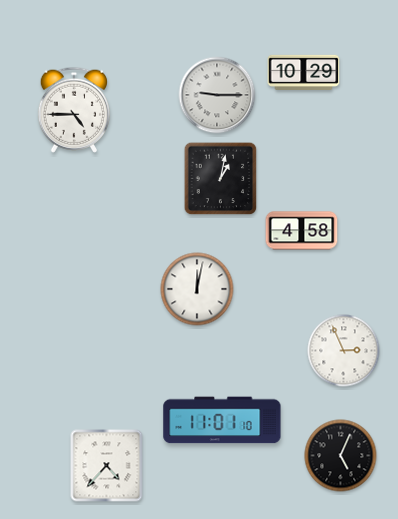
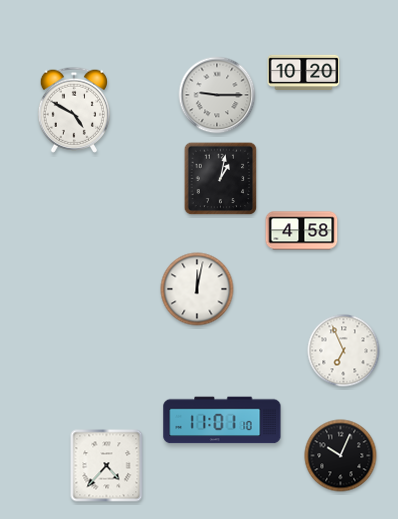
clock at (304, 72): 10:29 -> 10:20
clock at (73, 110): 4:45 -> 4:50
clock at (344, 351): 2:56 -> 6:56
clock at (341, 456): 5:04 -> 10:04
